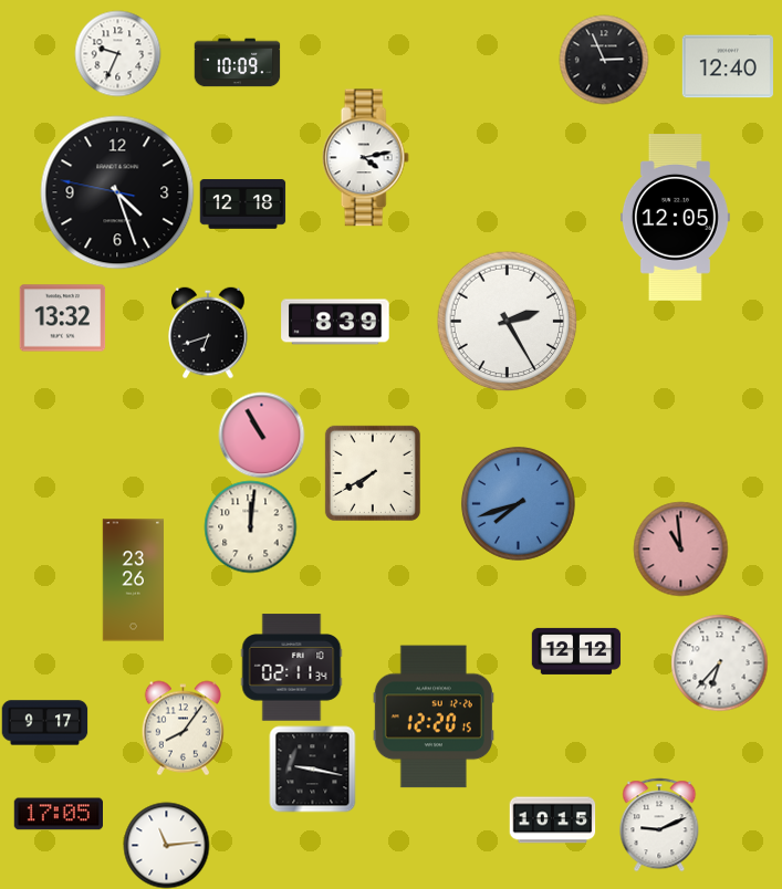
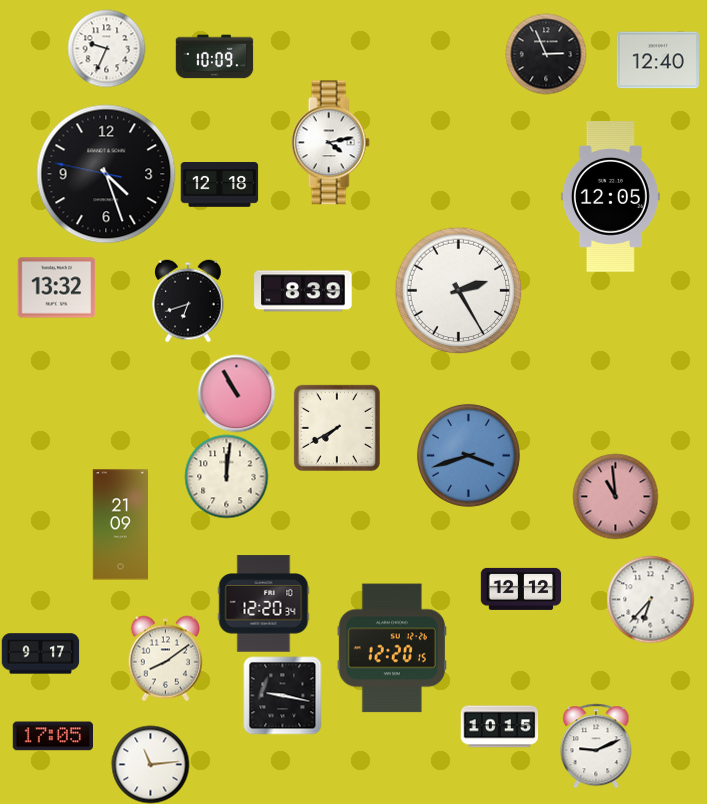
clock at (518, 503): 7:42 -> 3:42
clock at (133, 581): 23:26 -> 21:09
clock at (292, 668): 02:11 -> 12:20
clock at (184, 728): 8:06 -> 8:09
clock at (552, 820) position: (552, 820) -> (499, 727)
